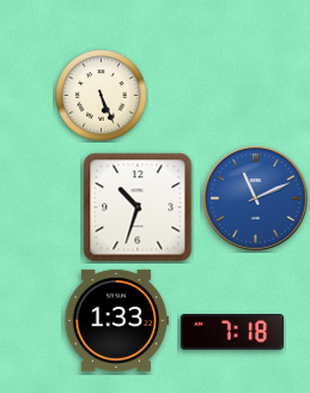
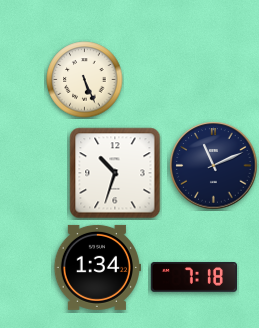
clock at (256, 199) dial: blue -> navy
clock at (116, 320): 1:33 -> 1:34
